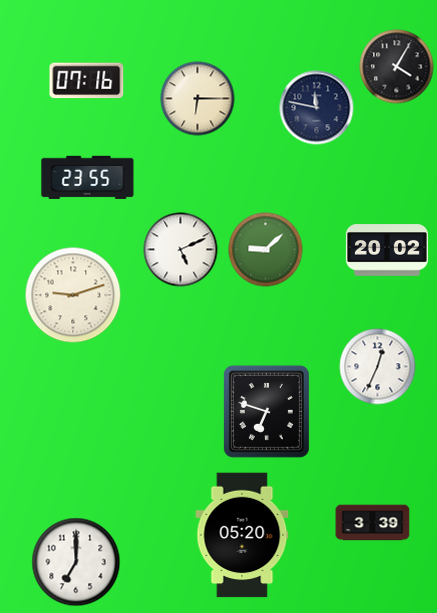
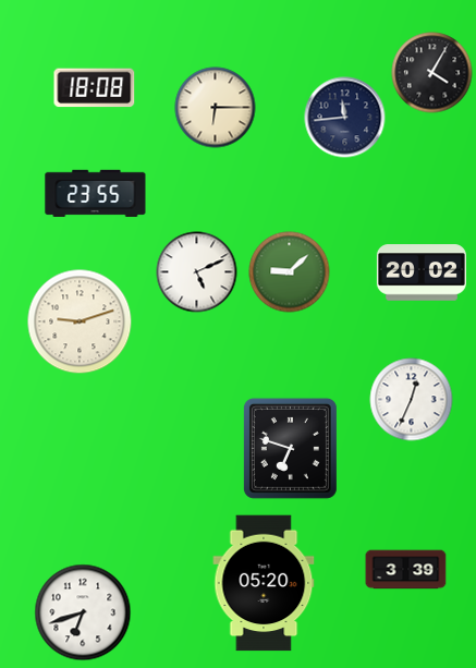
clock at (87, 81): 07:16 -> 18:08
clock at (317, 108): 11:47 -> 11:44
clock at (76, 562): 7:00 -> 6:42
